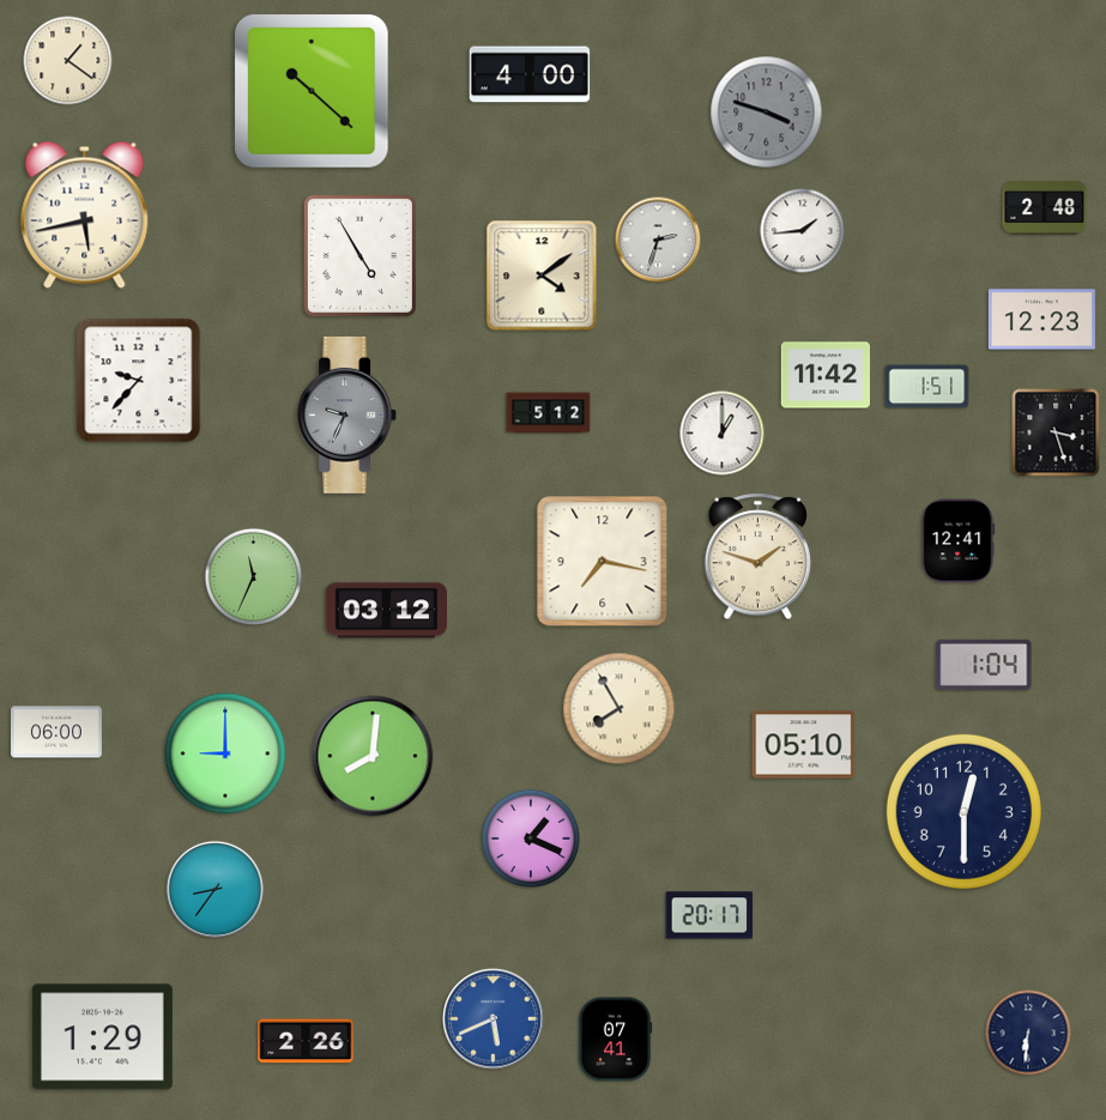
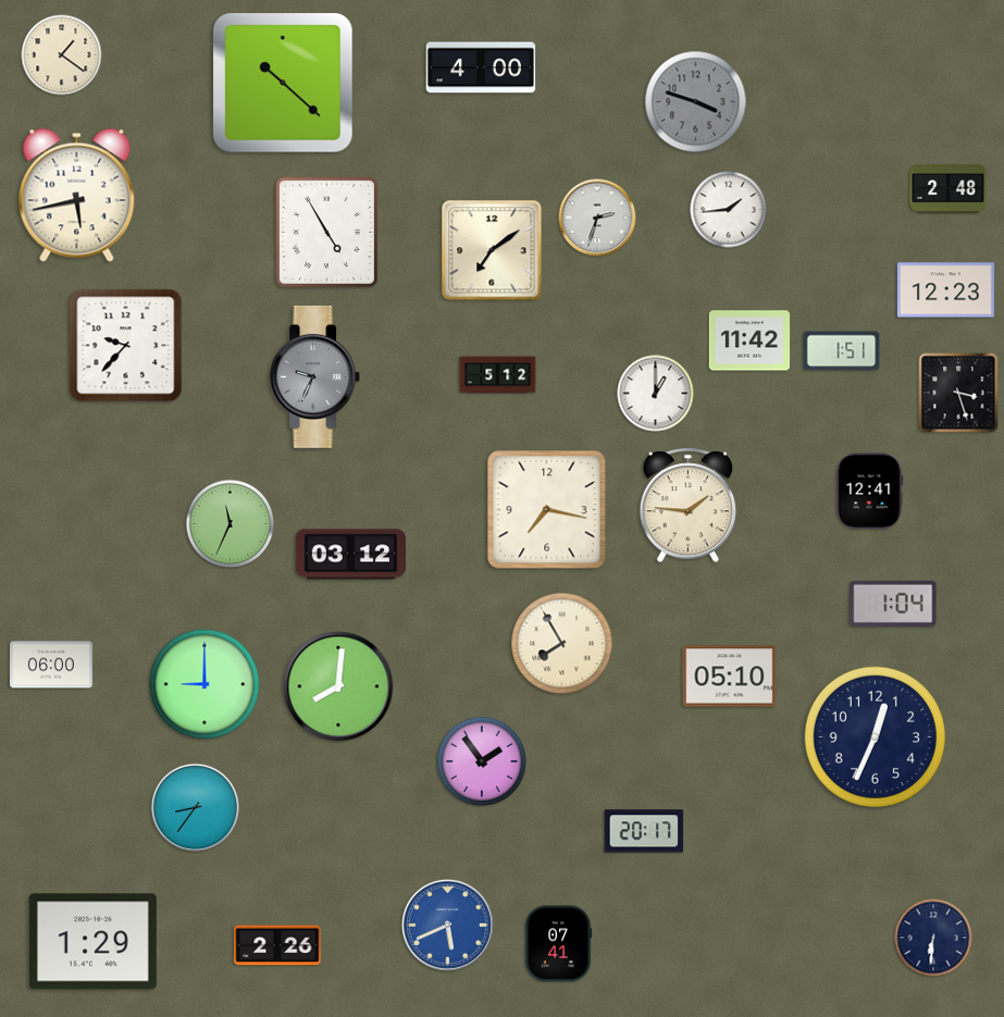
clock at (542, 276): 4:09 -> 7:09
clock at (757, 557): 1:48 -> 1:46
clock at (963, 811): 12:30 -> 12:34
clock at (530, 837): 1:19 -> 1:54
